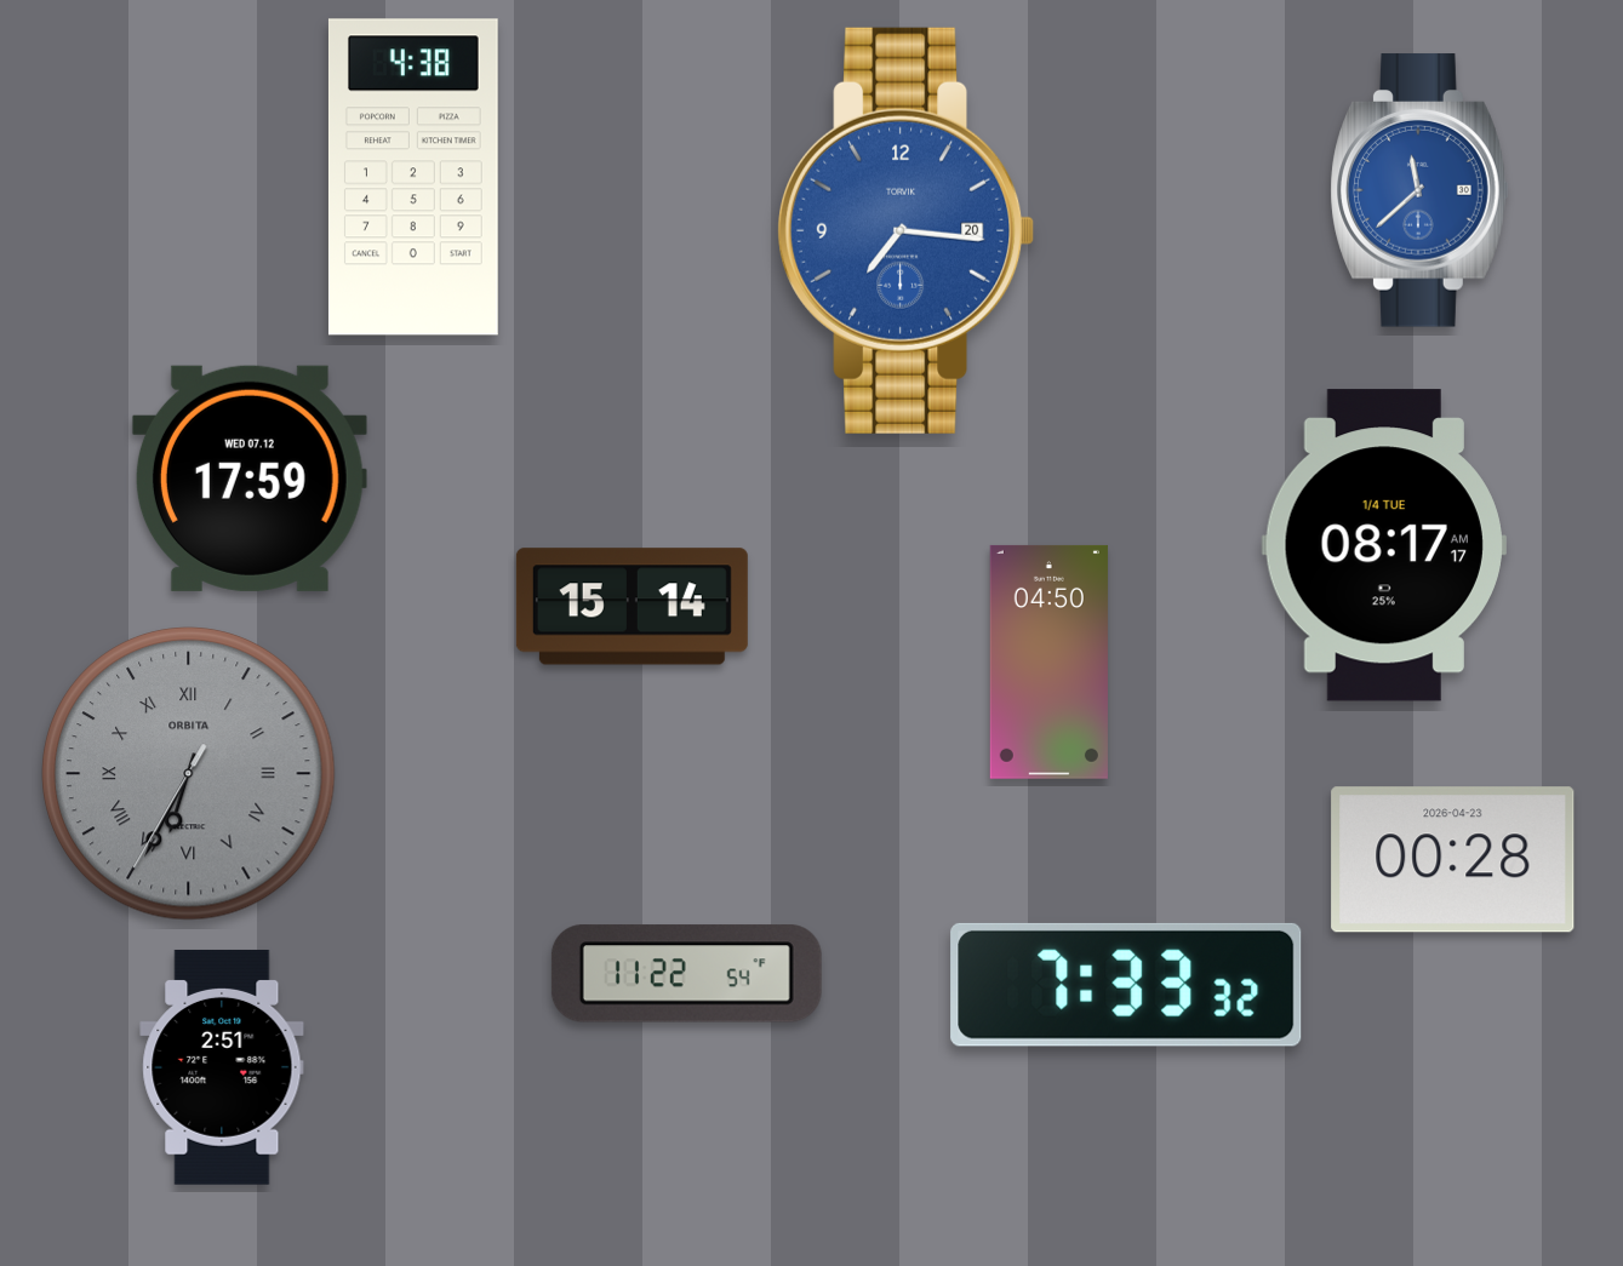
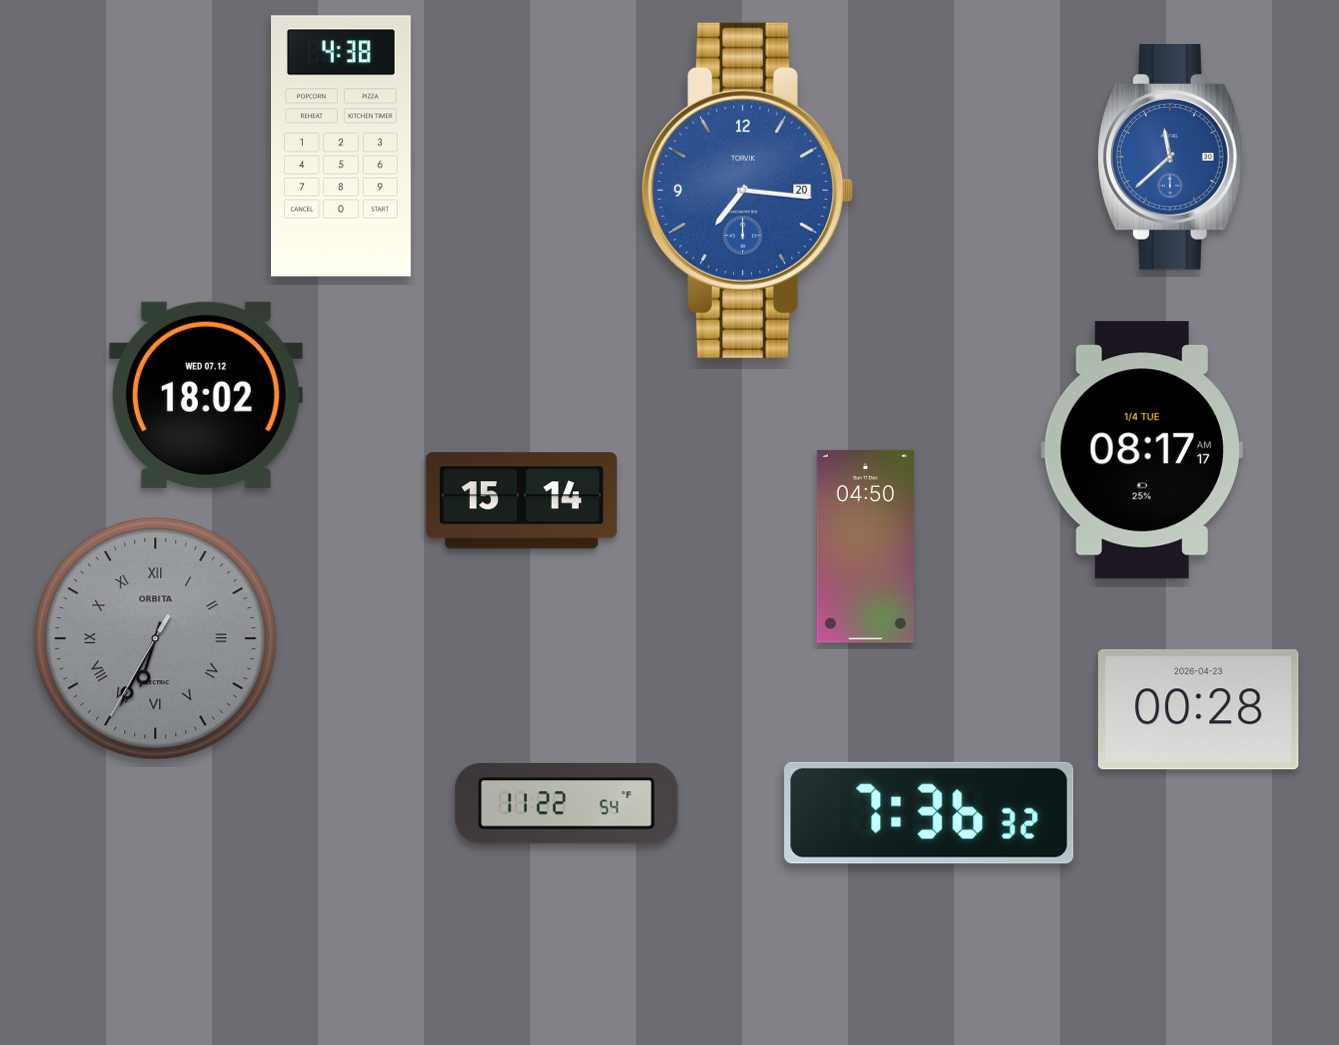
clock at (250, 479): 17:59 -> 18:02
clock at (1126, 985): 7:33 -> 7:36
clock at (222, 1067): 2:51 -> none
